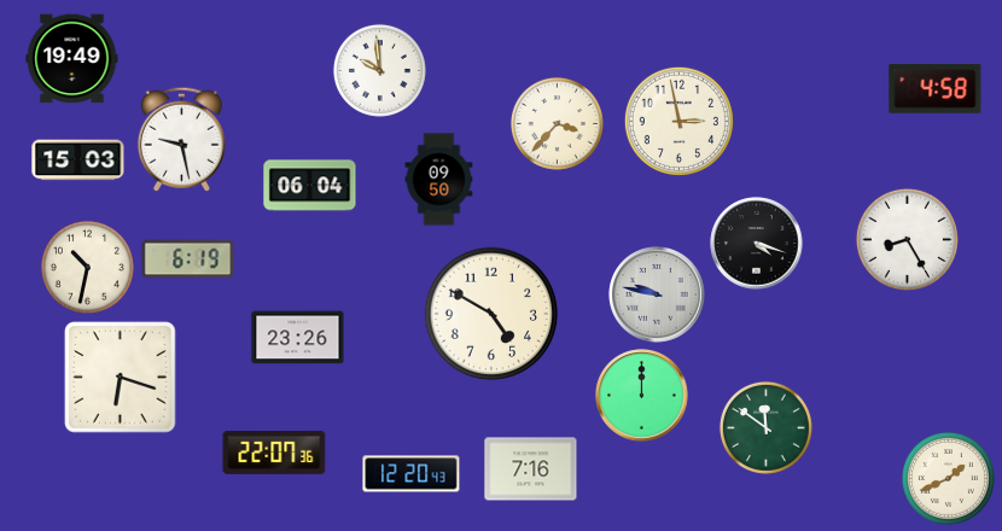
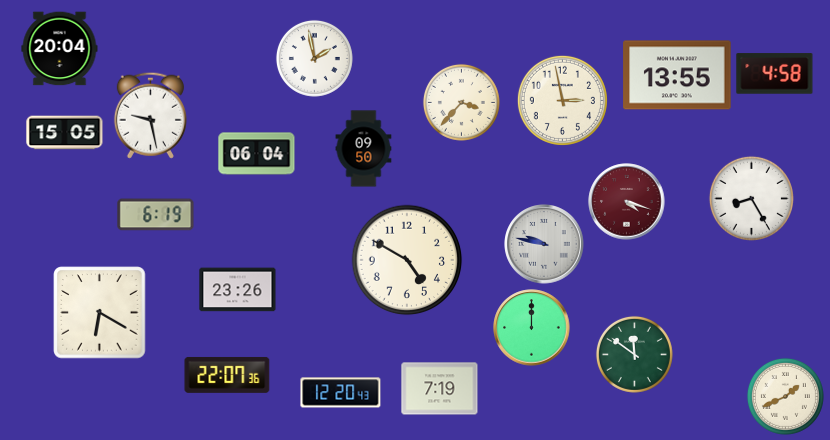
clock at (72, 59): 19:49 -> 20:04
clock at (379, 70): 9:59 -> 1:58
clock at (677, 75): none -> 13:55
clock at (78, 161): 15:03 -> 15:05
clock at (757, 244) dial: black -> burgundy
clock at (87, 267): 10:32 -> none
clock at (298, 338) position: (298, 338) -> (238, 290)
clock at (121, 378): 6:18 -> 6:20
clock at (531, 469): 7:16 -> 7:19
